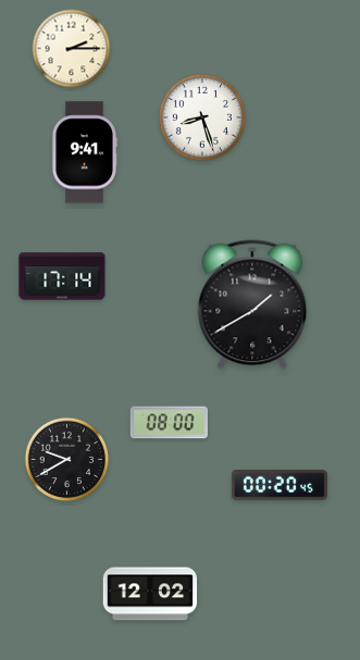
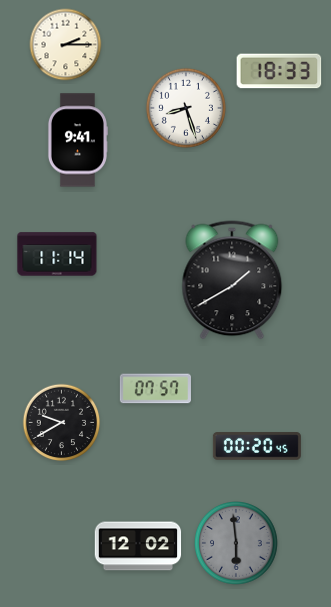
clock at (279, 71): none -> 18:33
clock at (62, 276): 17:14 -> 11:14
clock at (169, 423): 08:00 -> 07:57
clock at (237, 544): none -> 5:59
